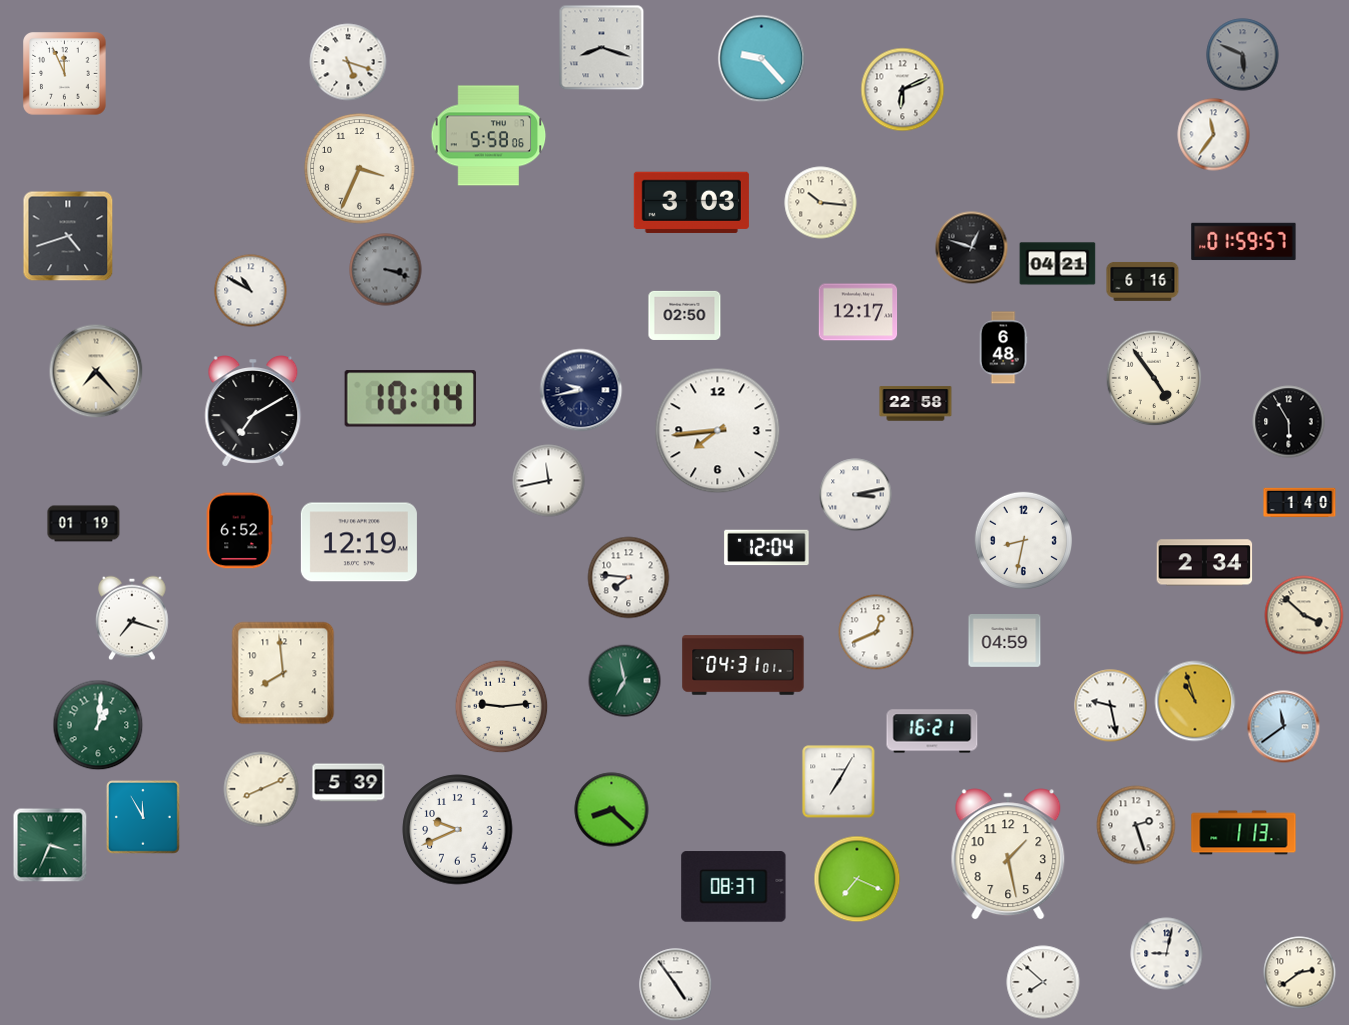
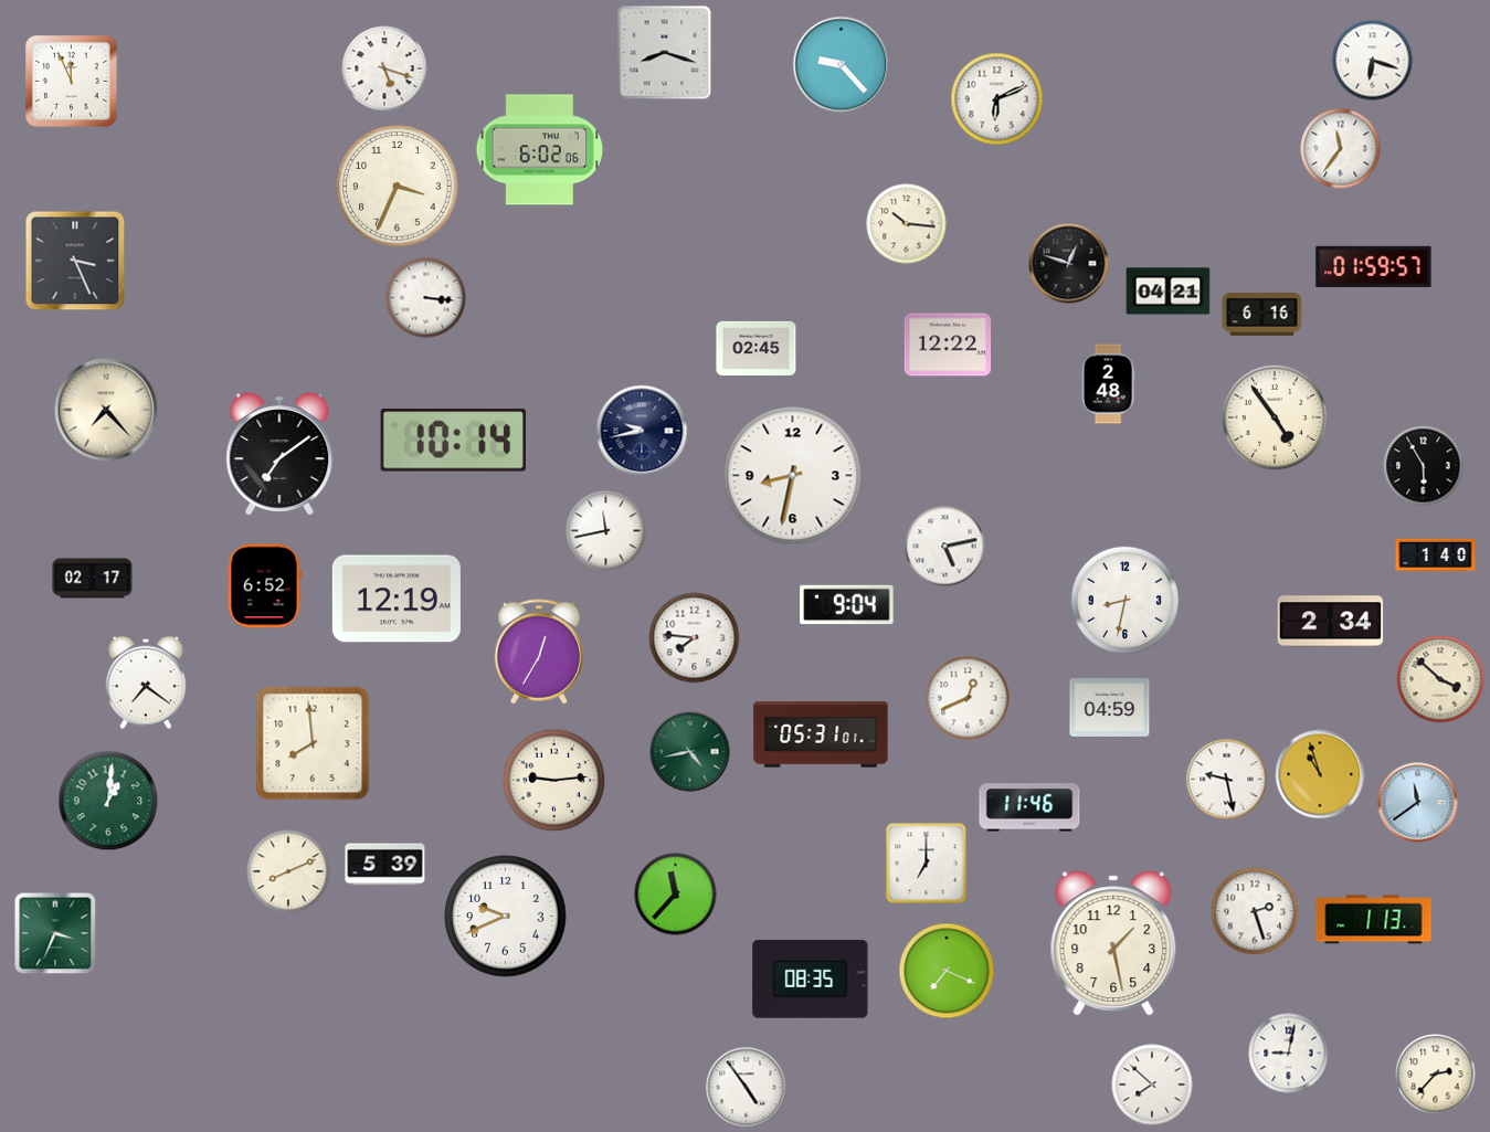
clock at (1243, 55): 5:49 -> 6:18
clock at (1243, 55) dial: grey -> white
clock at (489, 136): 5:58 -> 6:02
clock at (691, 202): 3:03 -> none
clock at (68, 236): 4:42 -> 3:26
clock at (972, 248) position: (972, 248) -> (1069, 264)
clock at (386, 270): 3:18 -> 3:16
clock at (386, 270) dial: grey -> white
clock at (1143, 281) position: (1143, 281) -> (1262, 314)
clock at (251, 291): 10:50 -> none
clock at (858, 312): 12:17 -> 12:22
clock at (685, 315): 02:50 -> 02:45
clock at (1003, 348): 6:48 -> 2:48
clock at (916, 404): 22:58 -> none
clock at (253, 412): 7:10 -> 7:09
clock at (718, 431): 7:44 -> 8:32
clock at (856, 495): 3:13 -> 5:13
clock at (84, 524): 01:19 -> 02:17
clock at (1023, 540) position: (1023, 540) -> (1124, 600)
clock at (767, 548): 12:04 -> 9:04
clock at (538, 652): none -> 12:35
clock at (132, 618): 7:18 -> 7:21
clock at (743, 665): 04:31 -> 05:31
clock at (625, 681): 6:58 -> 4:43
clock at (932, 731): 16:21 -> 11:46
clock at (839, 782): 7:05 -> 7:00
clock at (612, 810): 8:22 -> 11:37
clock at (144, 818): 11:55 -> none
clock at (734, 887): 08:37 -> 08:35
clock at (1300, 973): 2:39 -> 2:37
